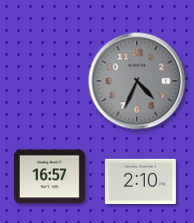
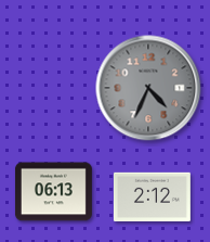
clock at (49, 177): 16:57 -> 06:13
clock at (140, 182): 2:10 -> 2:12
